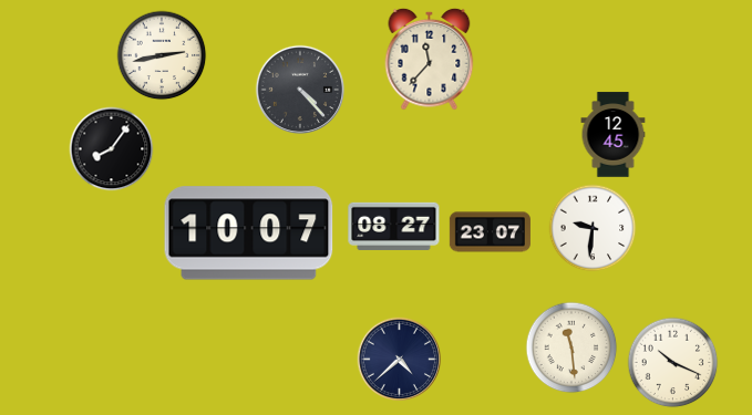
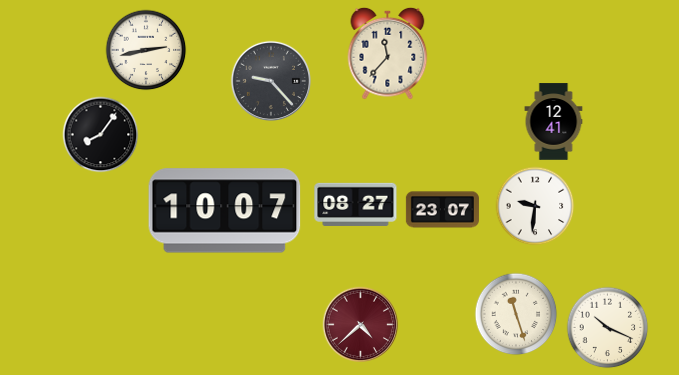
clock at (299, 89): 4:23 -> 9:23
clock at (614, 135): 12:45 -> 12:41
clock at (571, 347): 11:29 -> 11:27
clock at (400, 360) dial: navy -> burgundy
